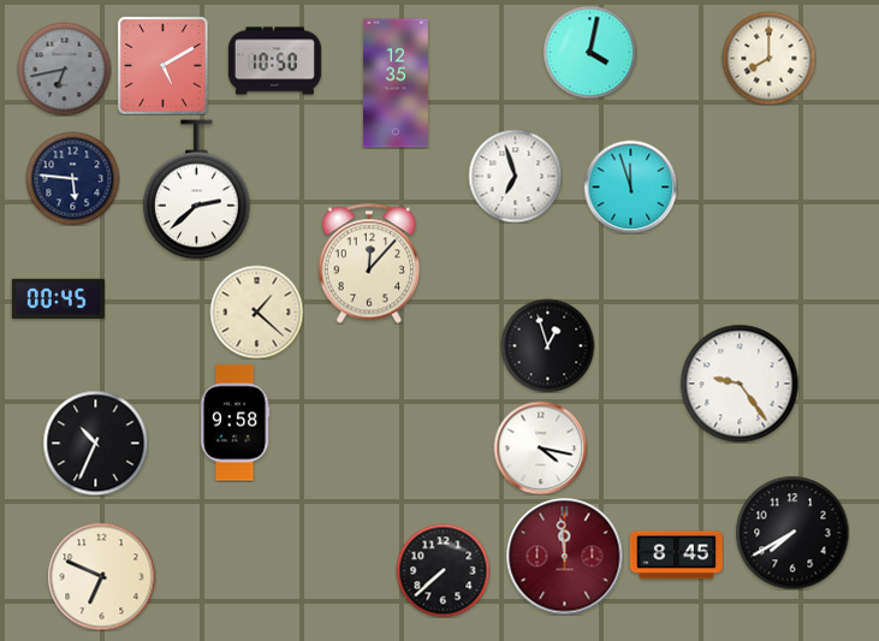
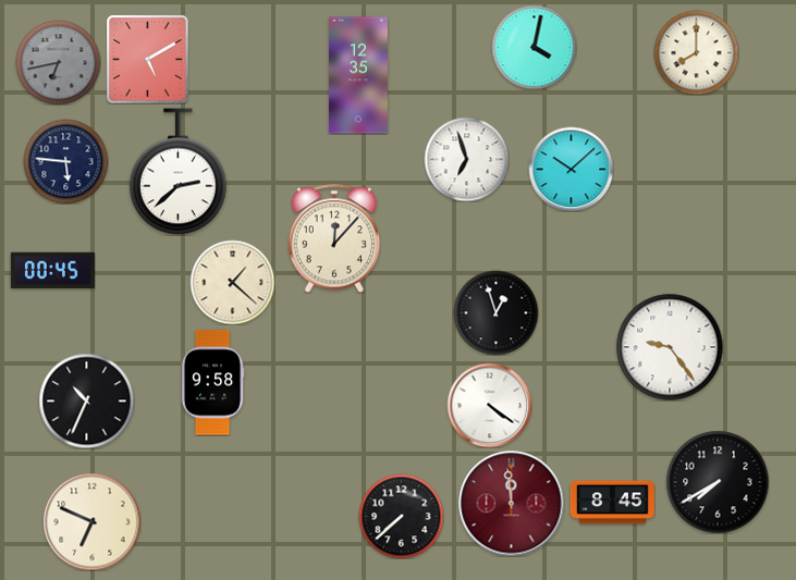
clock at (274, 61): 10:50 -> none
clock at (630, 186): 11:57 -> 10:08
clock at (540, 447): 4:17 -> 4:21
